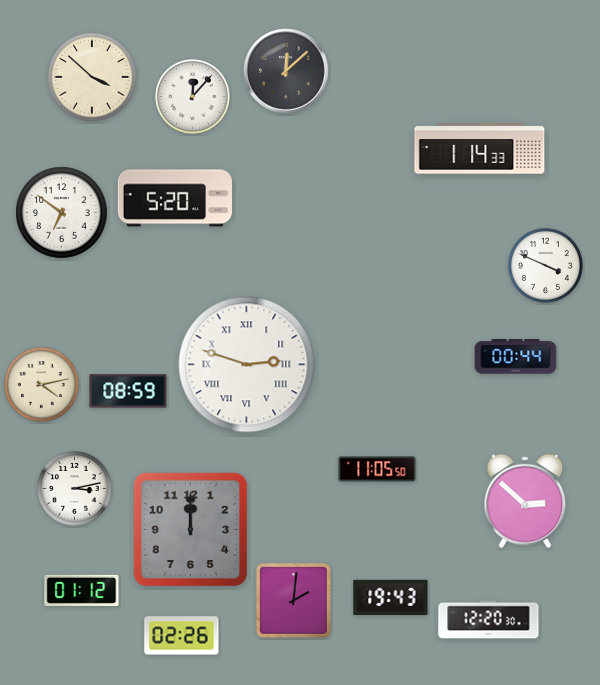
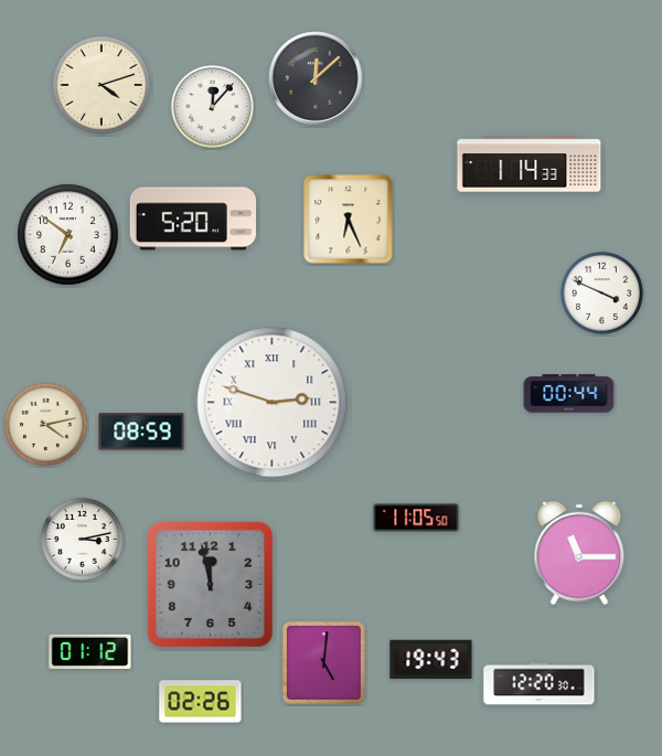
clock at (92, 77): 3:52 -> 4:12
clock at (349, 220): none -> 6:26
clock at (525, 501): 2:52 -> 11:15
clock at (191, 530): 12:00 -> 11:58
clock at (293, 600): 2:01 -> 5:01
